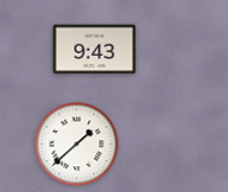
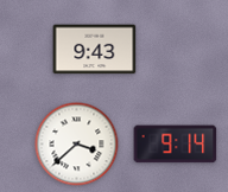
clock at (77, 145): 1:38 -> 3:38
clock at (176, 145): none -> 9:14
